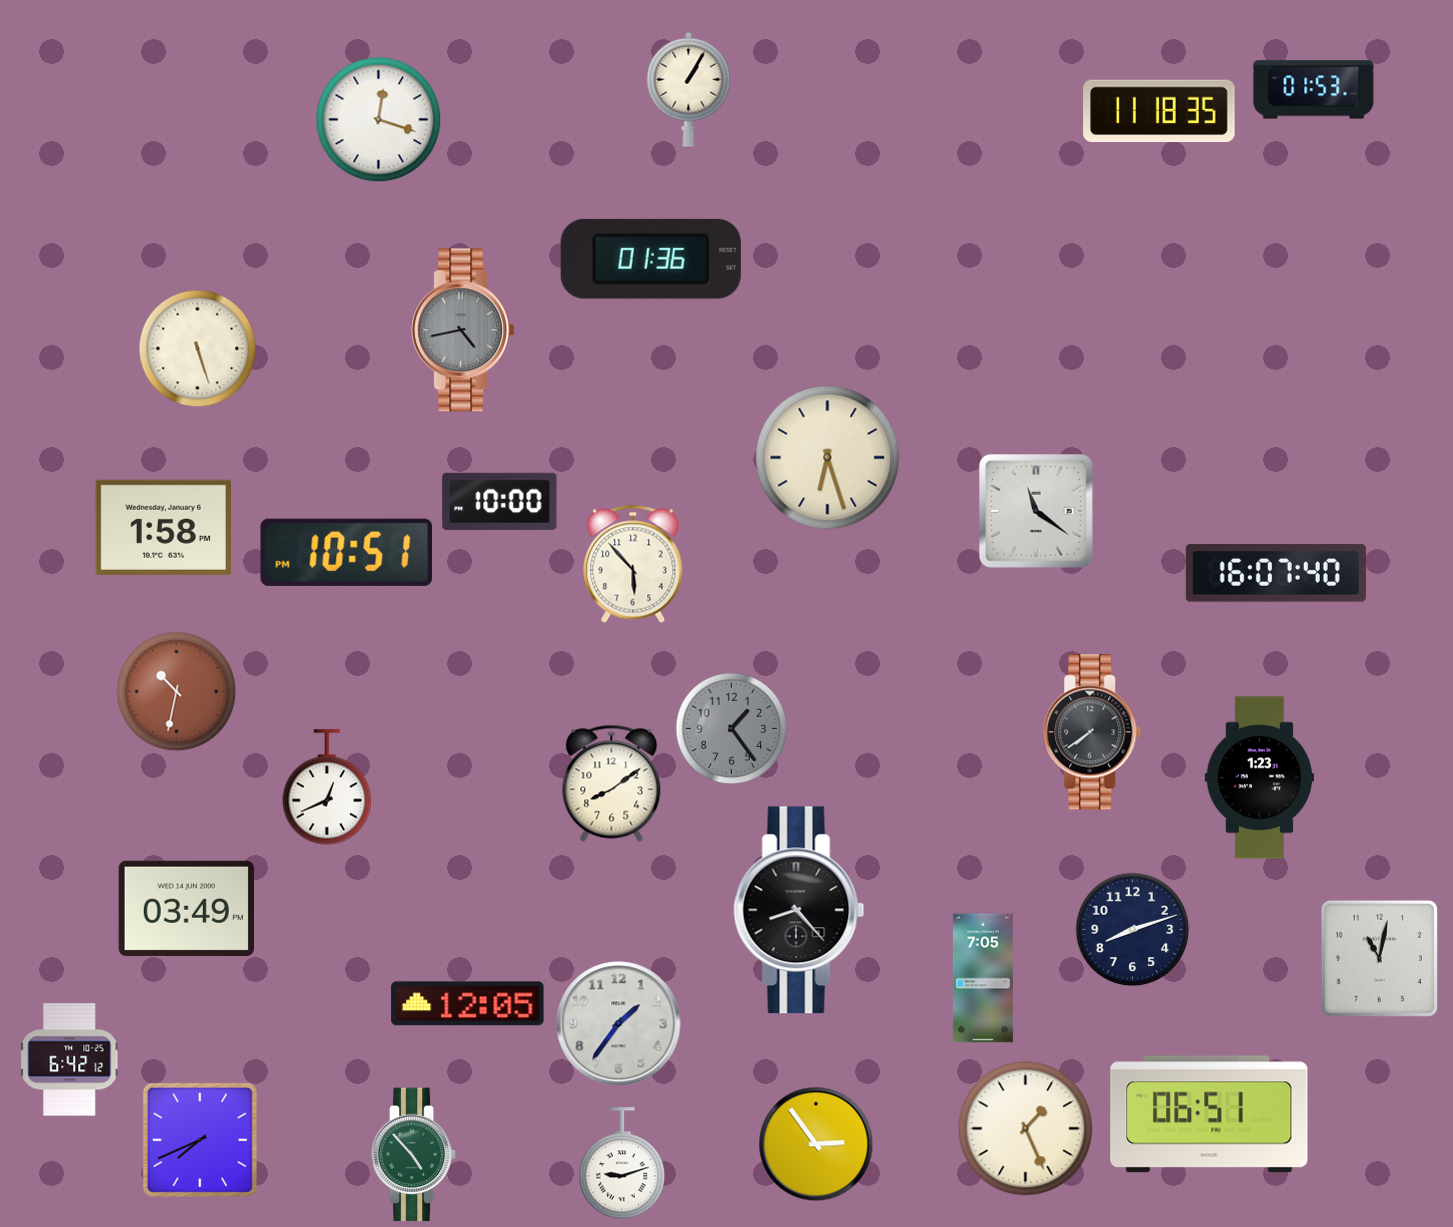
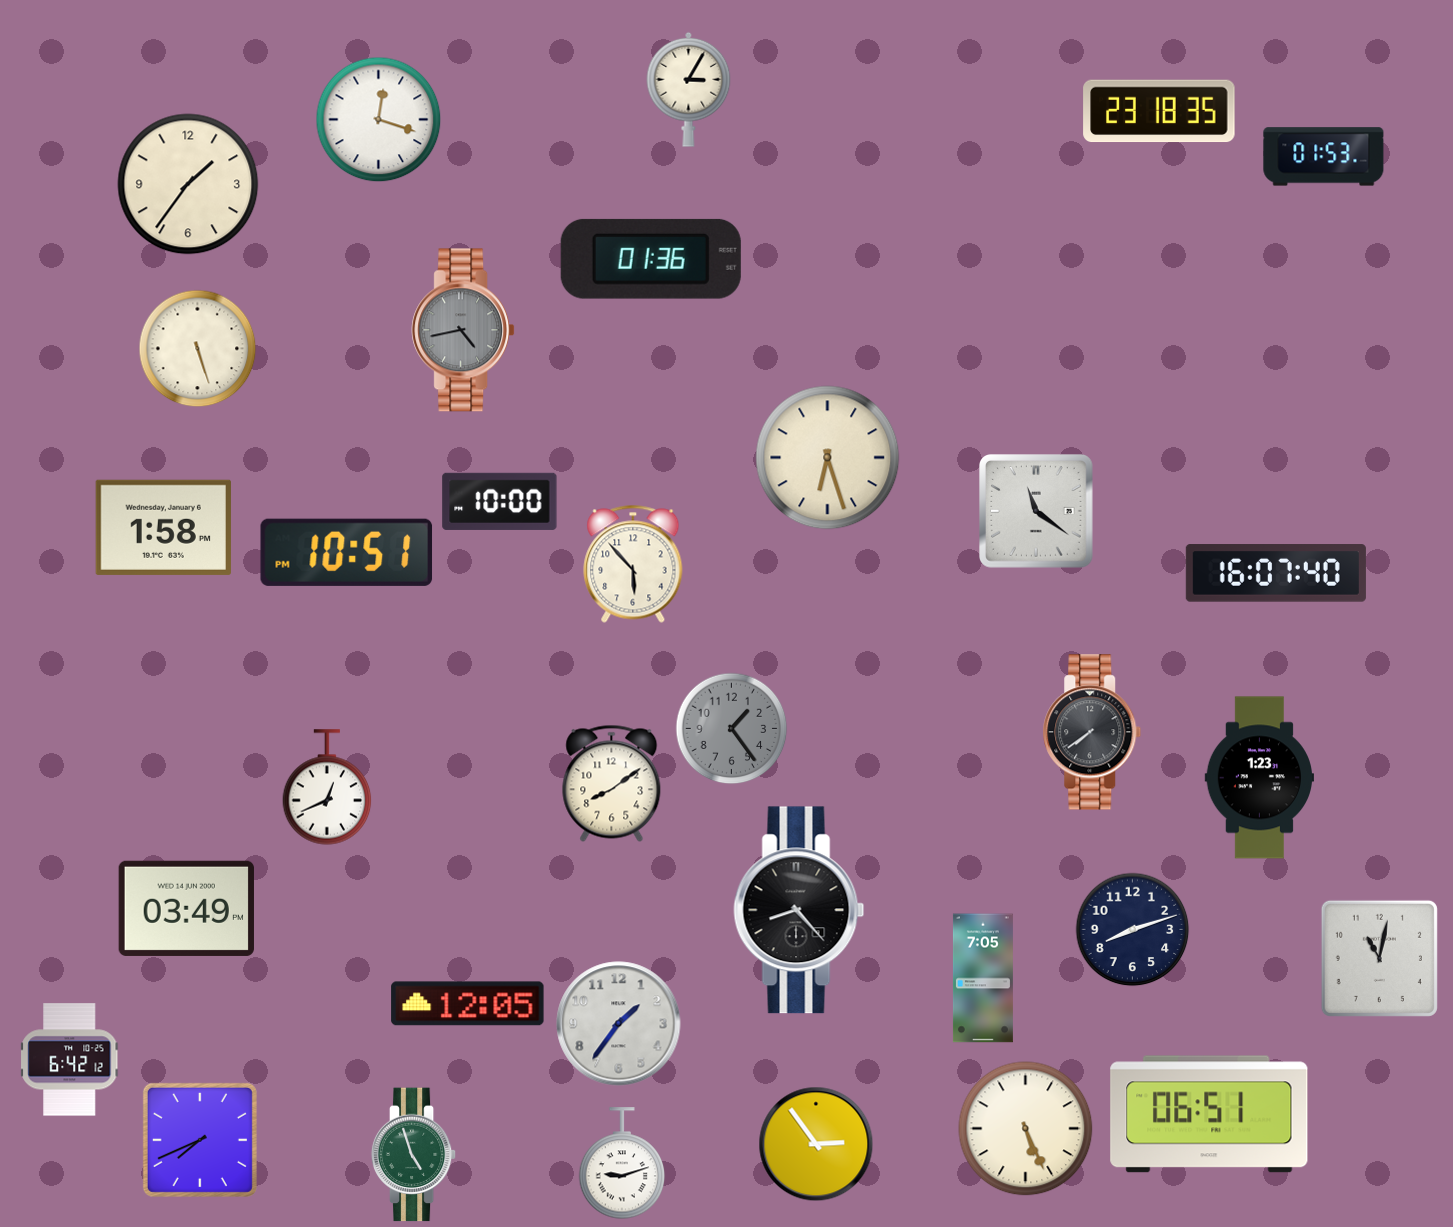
clock at (689, 89): 1:05 -> 3:05
clock at (1314, 90) position: (1314, 90) -> (1324, 157)
clock at (1159, 111): 11:18 -> 23:18
clock at (188, 184): none -> 1:36
clock at (177, 692): 10:32 -> none
clock at (1026, 1129): 1:26 -> 5:26
clock at (414, 1155): 4:53 -> 4:57
